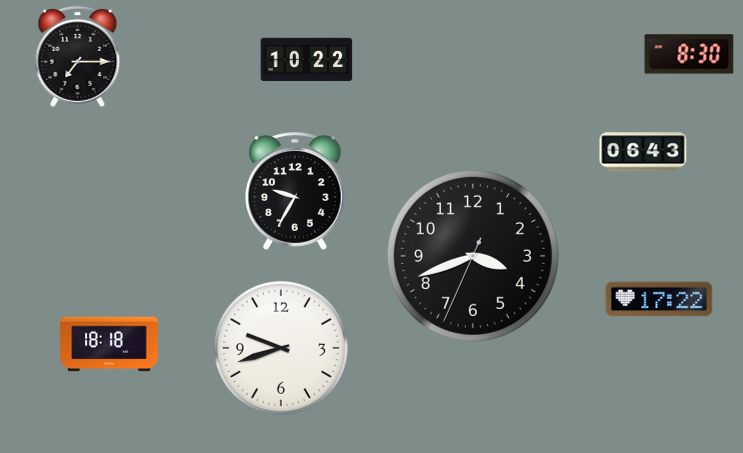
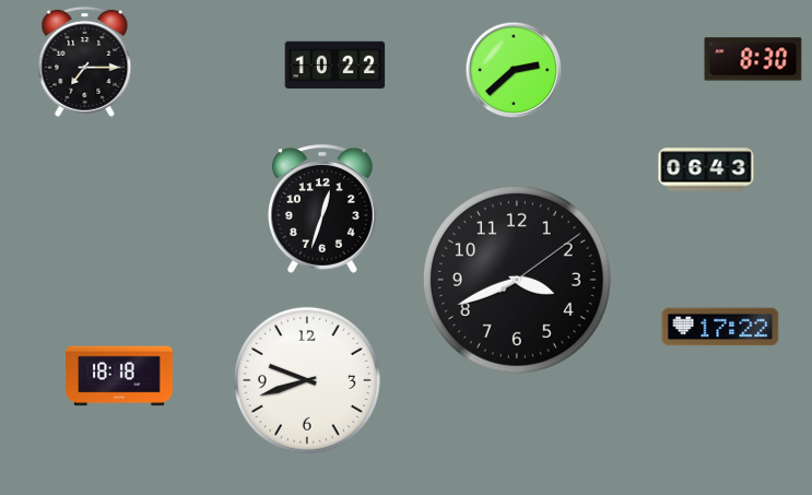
clock at (514, 70): none -> 2:38
clock at (643, 152) position: (643, 152) -> (706, 169)
clock at (296, 191): 9:35 -> 12:33
clock at (473, 256): 3:41:34 -> 3:41:09
